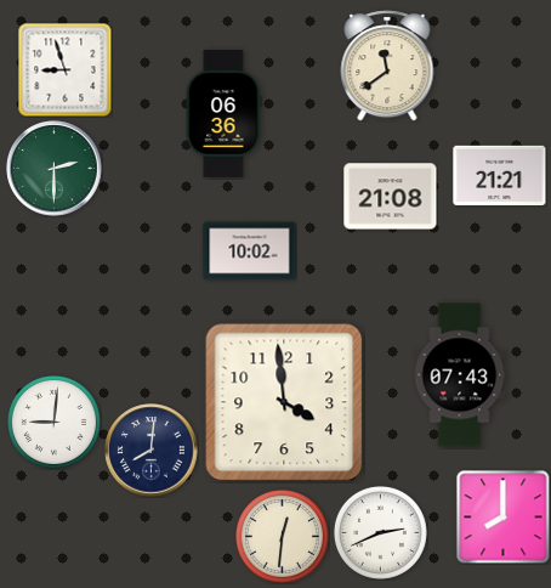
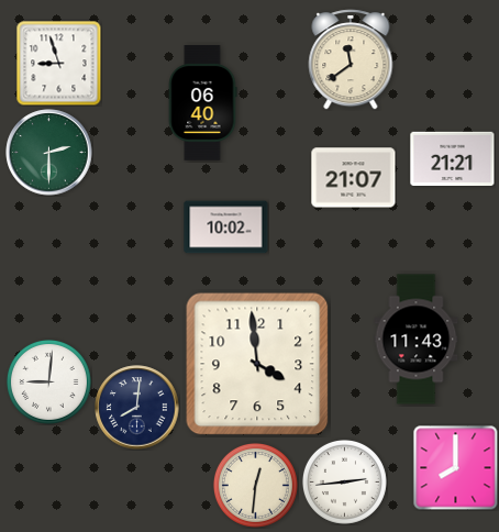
clock at (223, 114): 06:36 -> 06:40
clock at (391, 197): 21:08 -> 21:07
clock at (460, 375): 07:43 -> 11:43
clock at (380, 532): 2:41 -> 2:44
